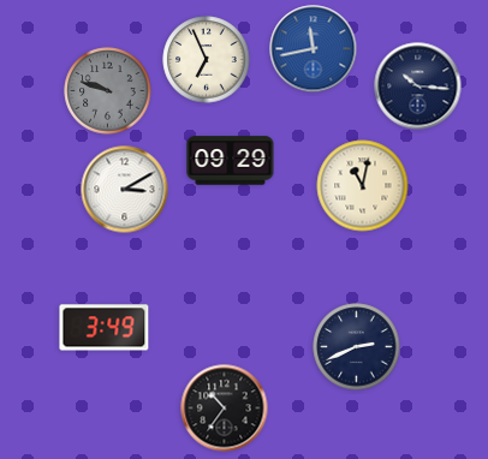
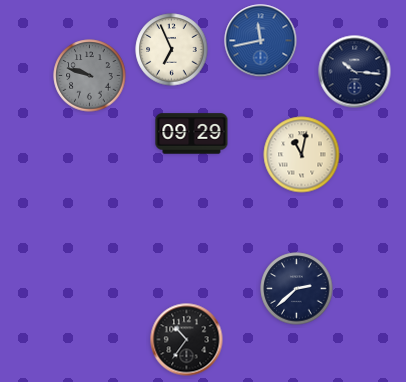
clock at (418, 87) position: (418, 87) -> (355, 72)
clock at (125, 190): 3:10 -> none
clock at (105, 328): 3:49 -> none
clock at (357, 347): 2:41 -> 2:38
